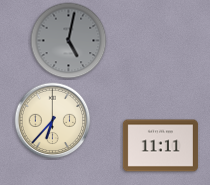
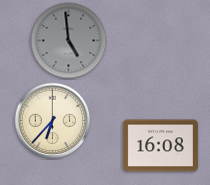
clock at (69, 41): 5:02 -> 4:59
clock at (160, 146): 11:11 -> 16:08
